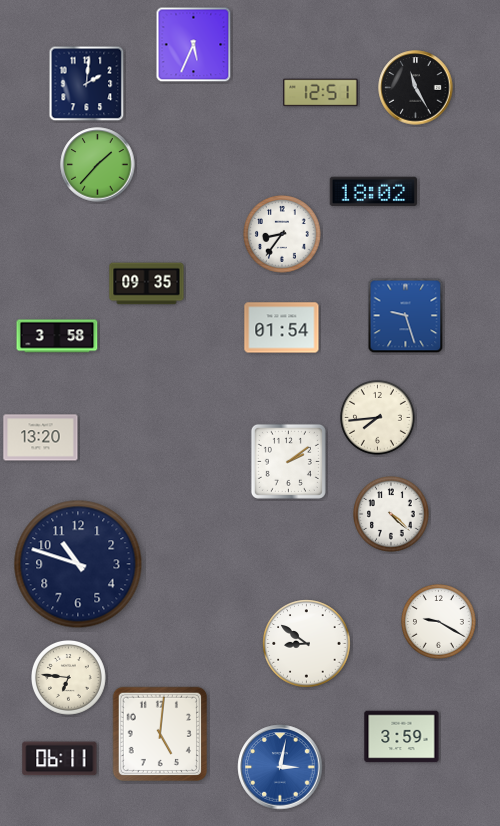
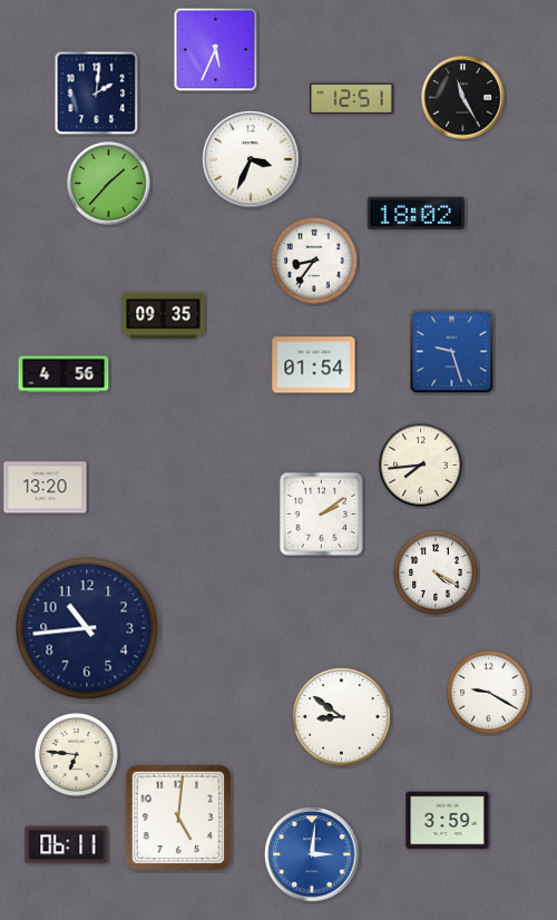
clock at (321, 93) position: (321, 93) -> (352, 99)
clock at (251, 159): none -> 3:34
clock at (57, 336): 3:58 -> 4:56
clock at (392, 515): 4:22 -> 4:20
clock at (78, 564): 10:48 -> 10:44
clock at (280, 767): 3:02 -> 3:01
